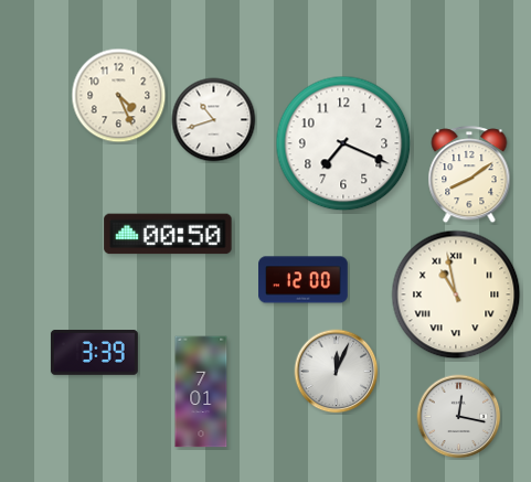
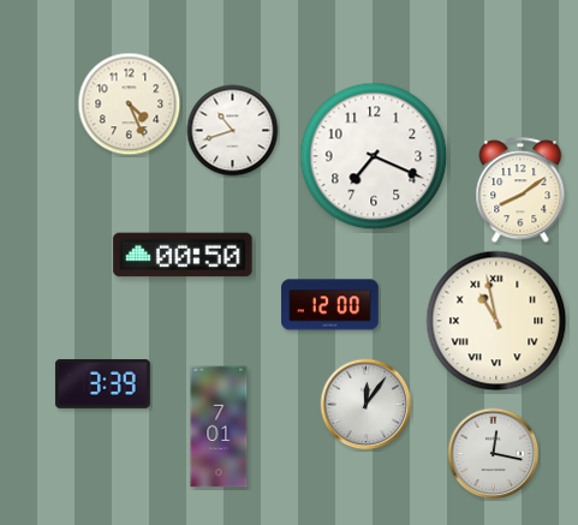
clock at (469, 175) position: (469, 175) -> (520, 191)
clock at (337, 372): 12:04 -> 12:06
clock at (459, 417) position: (459, 417) -> (494, 454)
